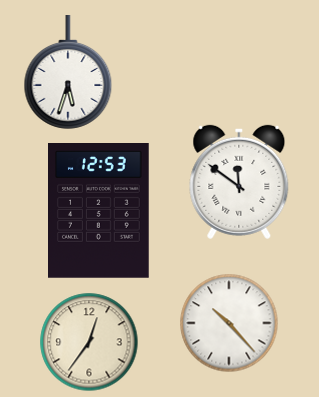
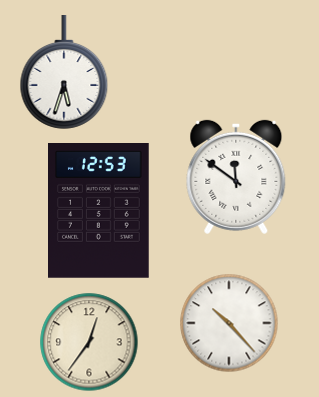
clock at (68, 73) position: (68, 73) -> (64, 73)
clock at (239, 182) position: (239, 182) -> (236, 177)
